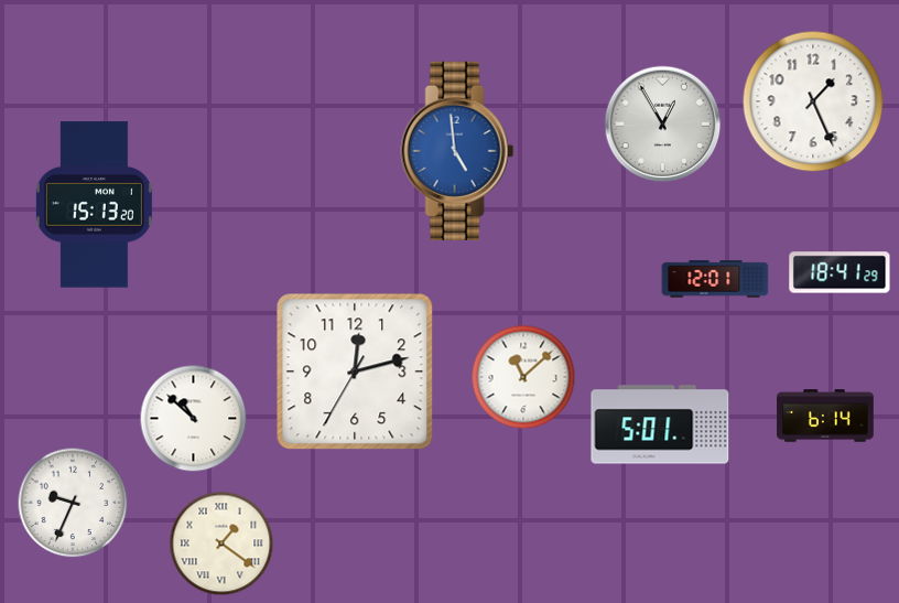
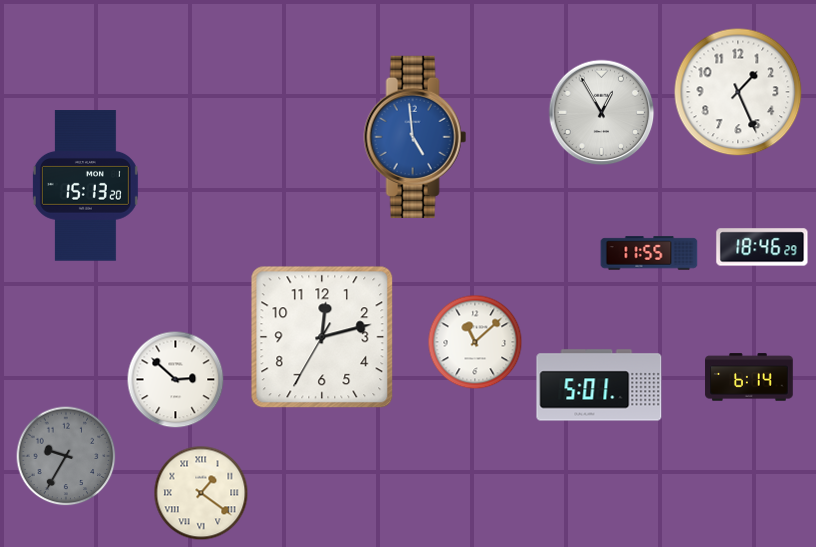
clock at (840, 272): 18:41 -> 18:46
clock at (715, 279): 12:01 -> 11:55
clock at (194, 419): 10:52 -> 2:52
clock at (73, 503): 9:34 -> 9:35
clock at (73, 503) dial: white -> grey
